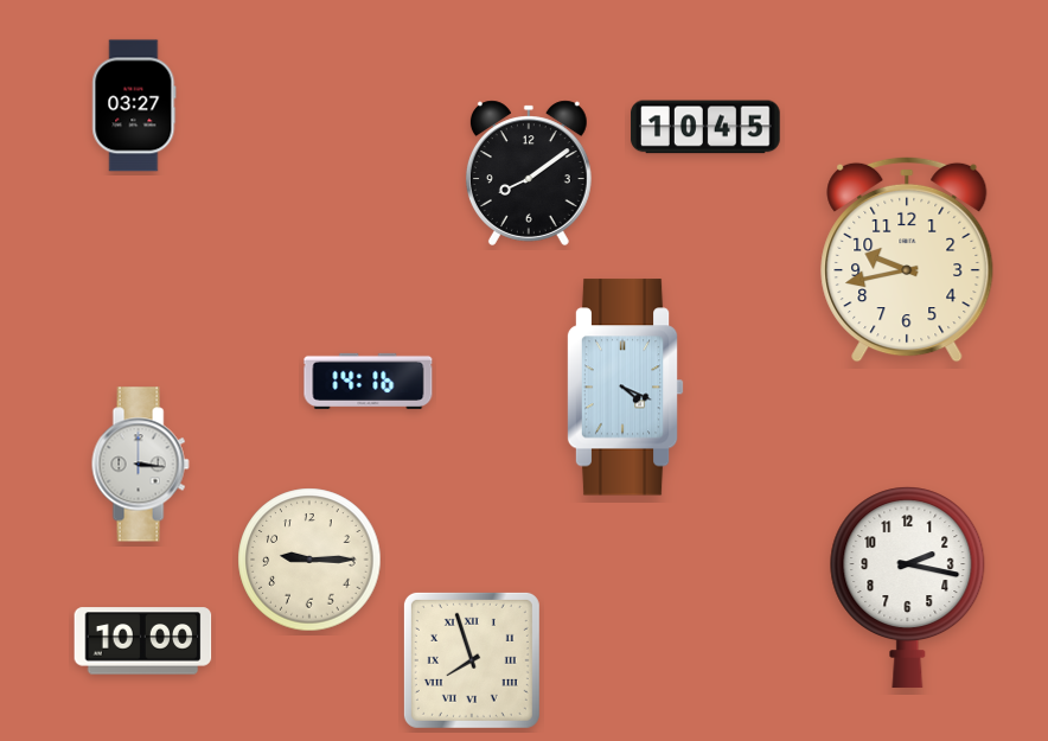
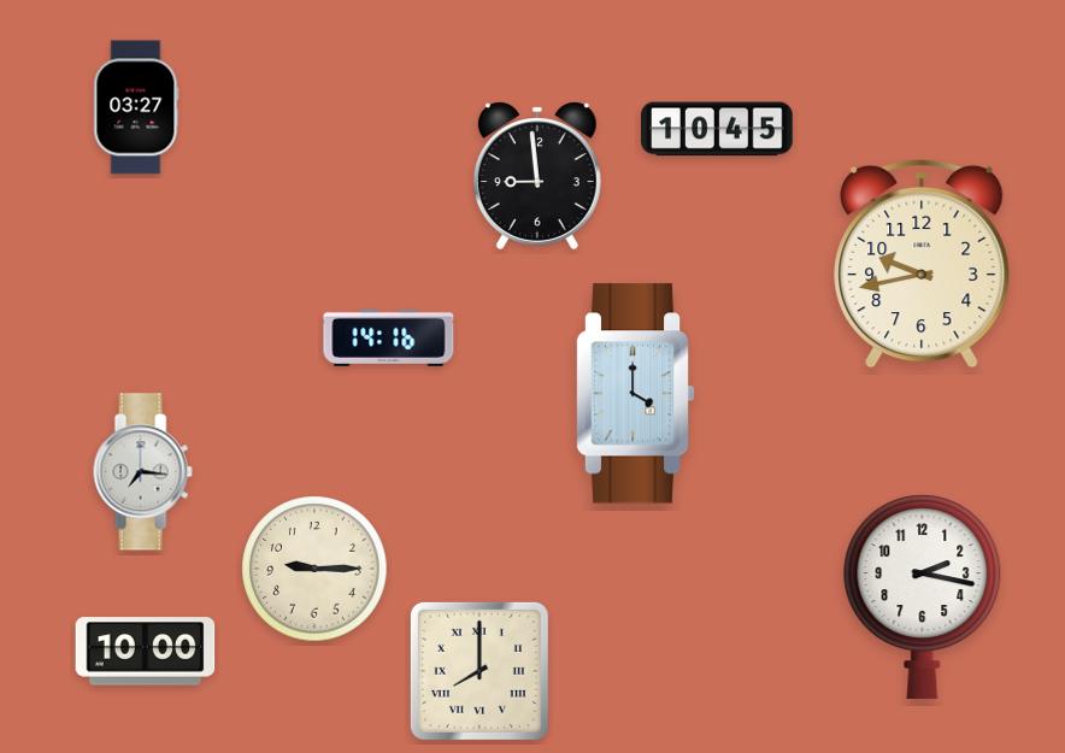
clock at (529, 173): 8:09 -> 8:59
clock at (369, 381) position: (369, 381) -> (389, 337)
clock at (625, 388): 4:19 -> 4:00
clock at (140, 465): 3:16 -> 7:16
clock at (472, 660): 7:57 -> 8:00
